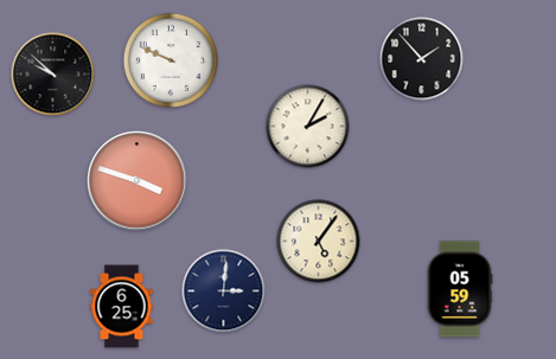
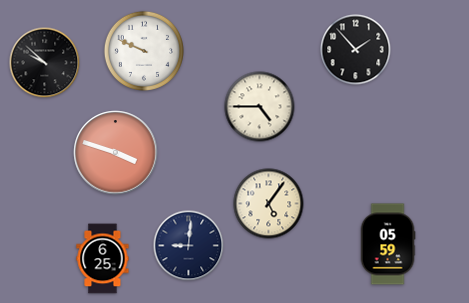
clock at (308, 127): 2:05 -> 4:45
clock at (224, 291): 3:01 -> 9:01
